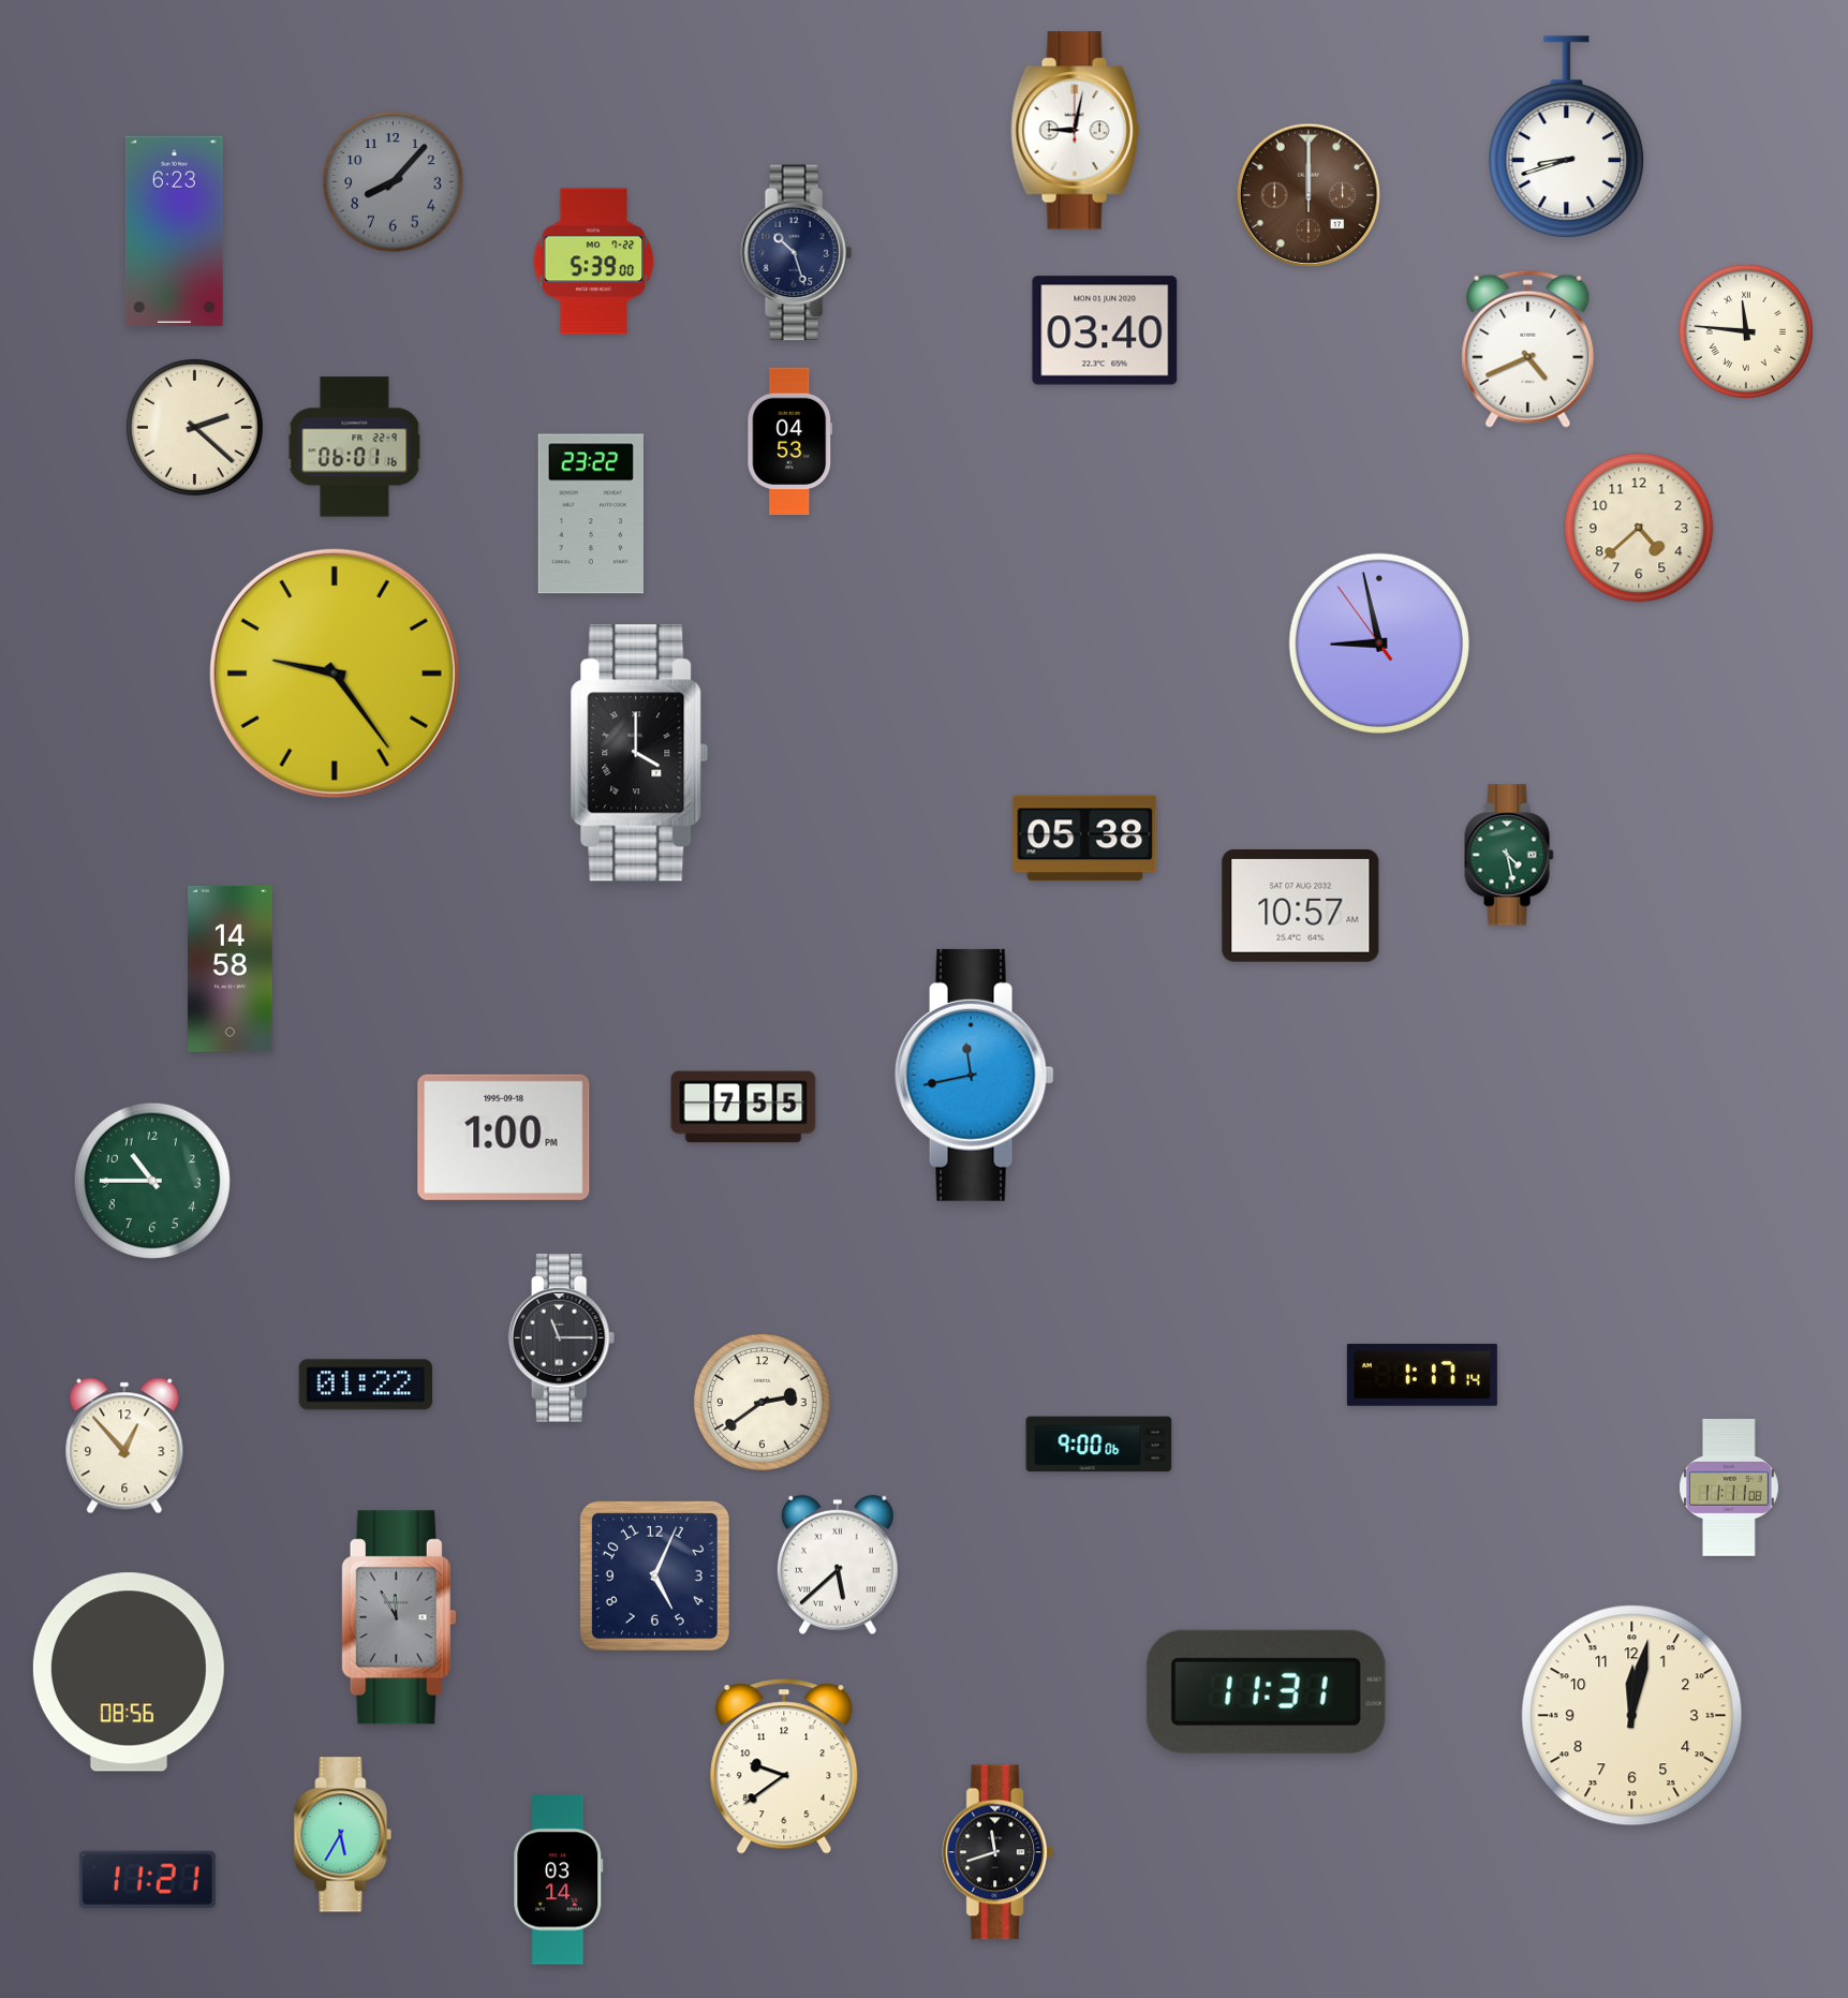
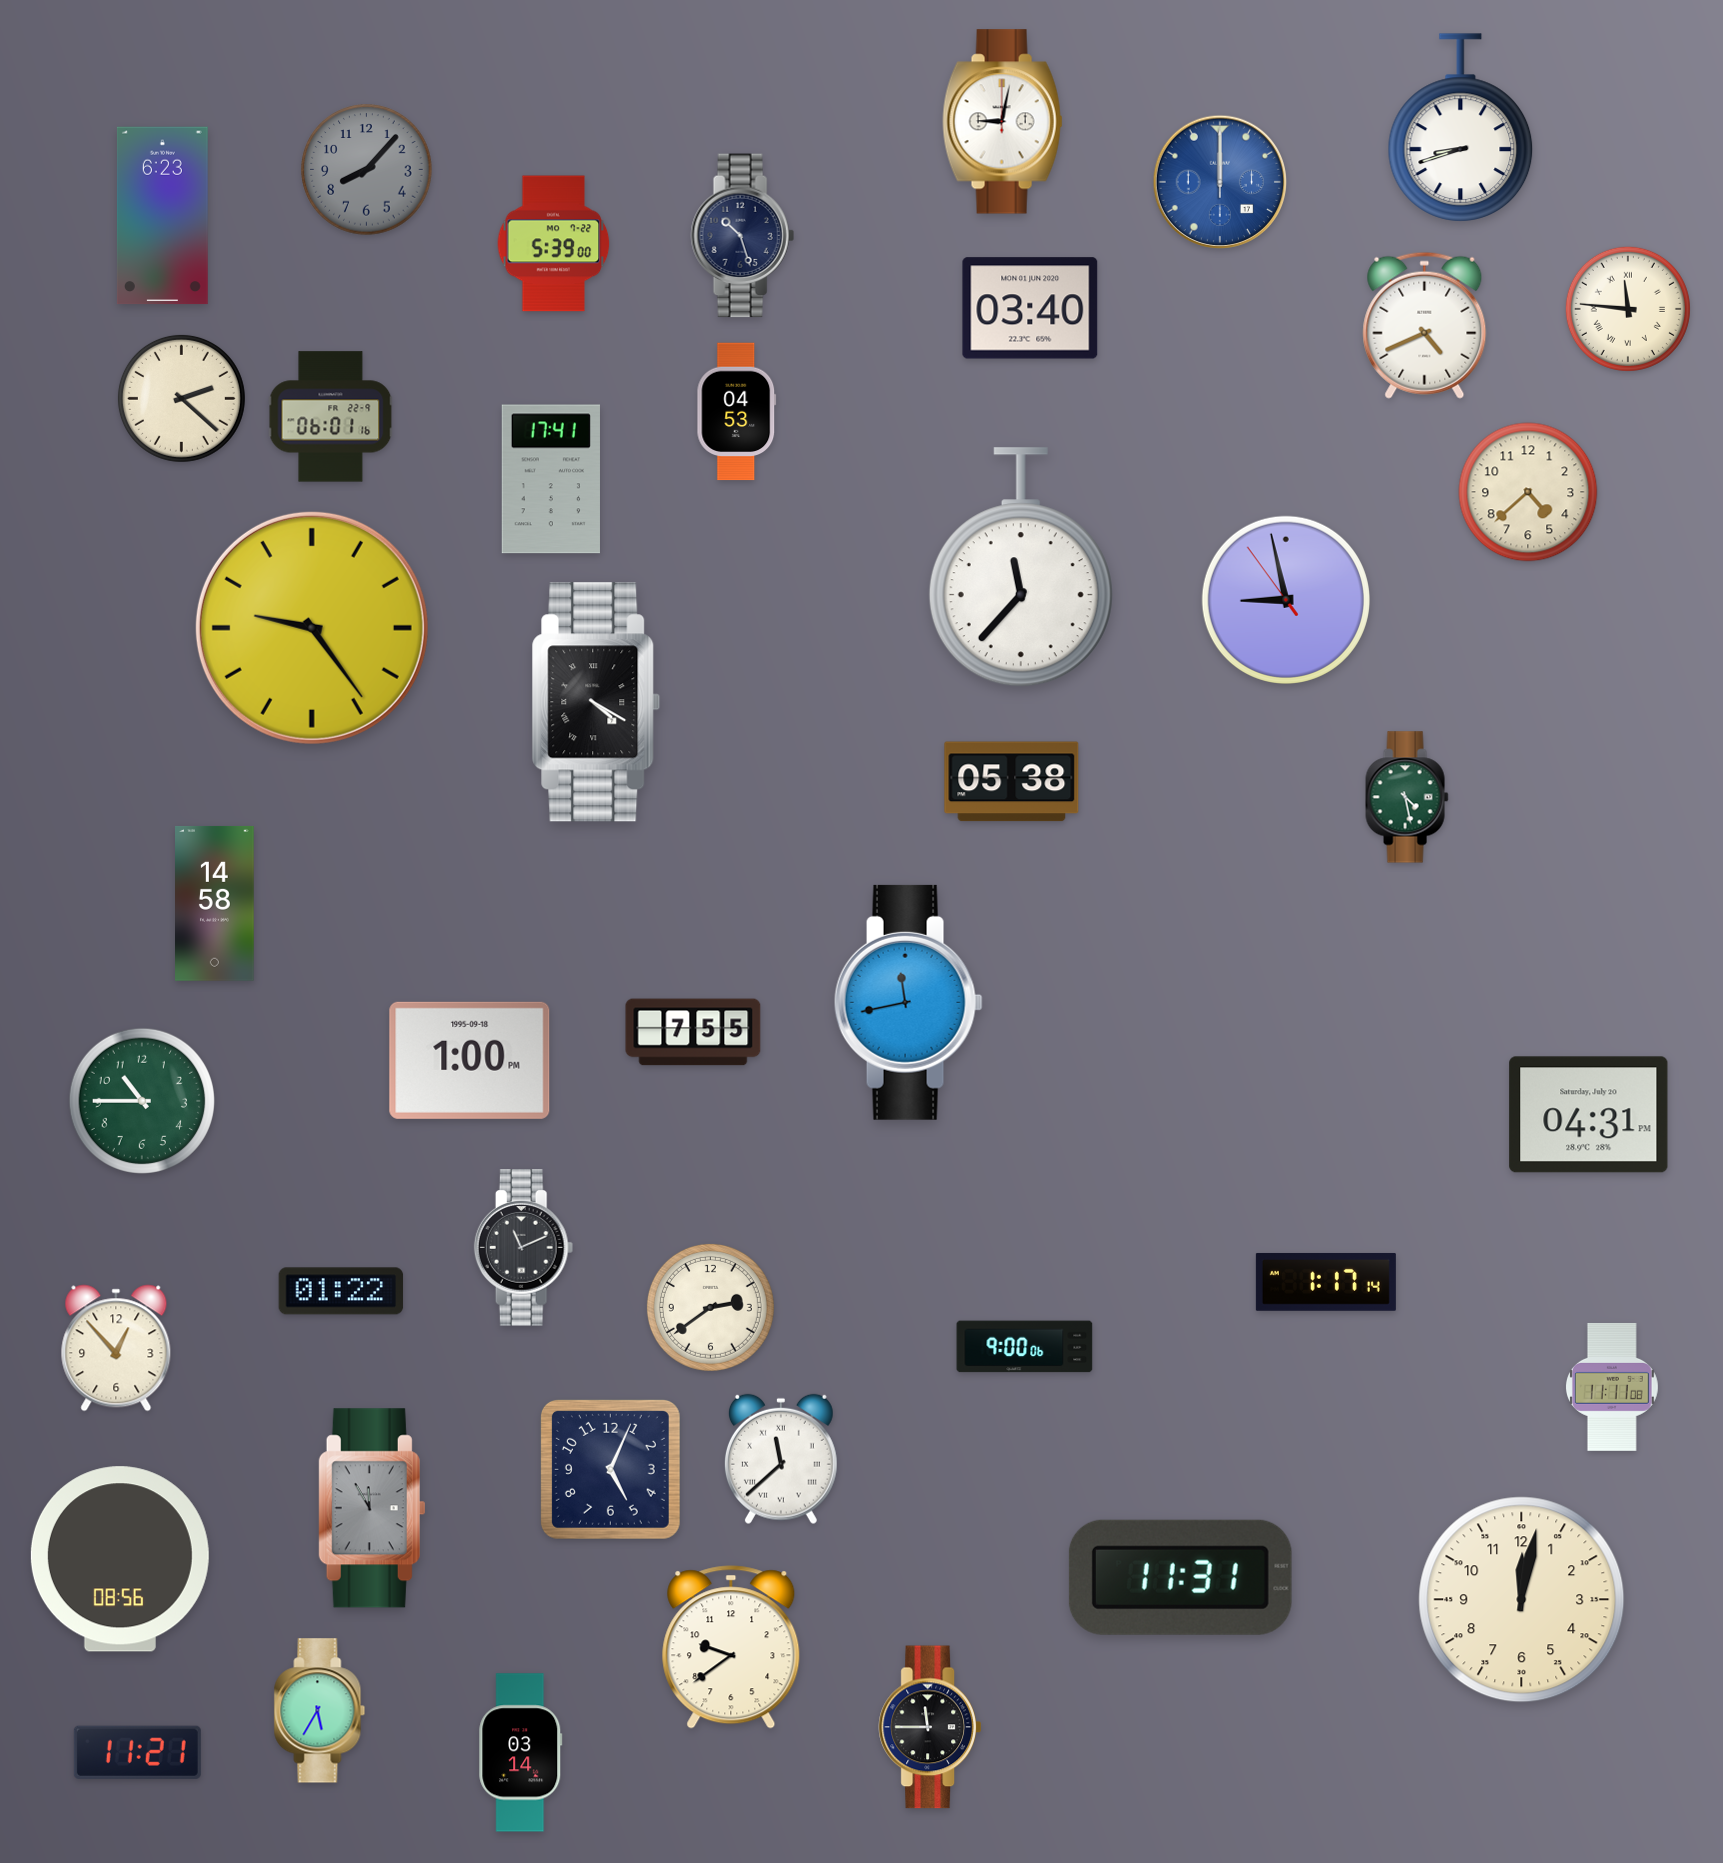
clock at (1307, 194) dial: brown -> blue
clock at (591, 514): 23:22 -> 17:41
clock at (1021, 568): none -> 11:37
clock at (639, 753): 4:00 -> 4:20
clock at (1301, 905): 10:57 -> none
clock at (1589, 1115): none -> 04:31
clock at (562, 1338): 11:15 -> 11:11
clock at (838, 1565): 5:38 -> 11:38
clock at (996, 1852): 11:42 -> 11:45
